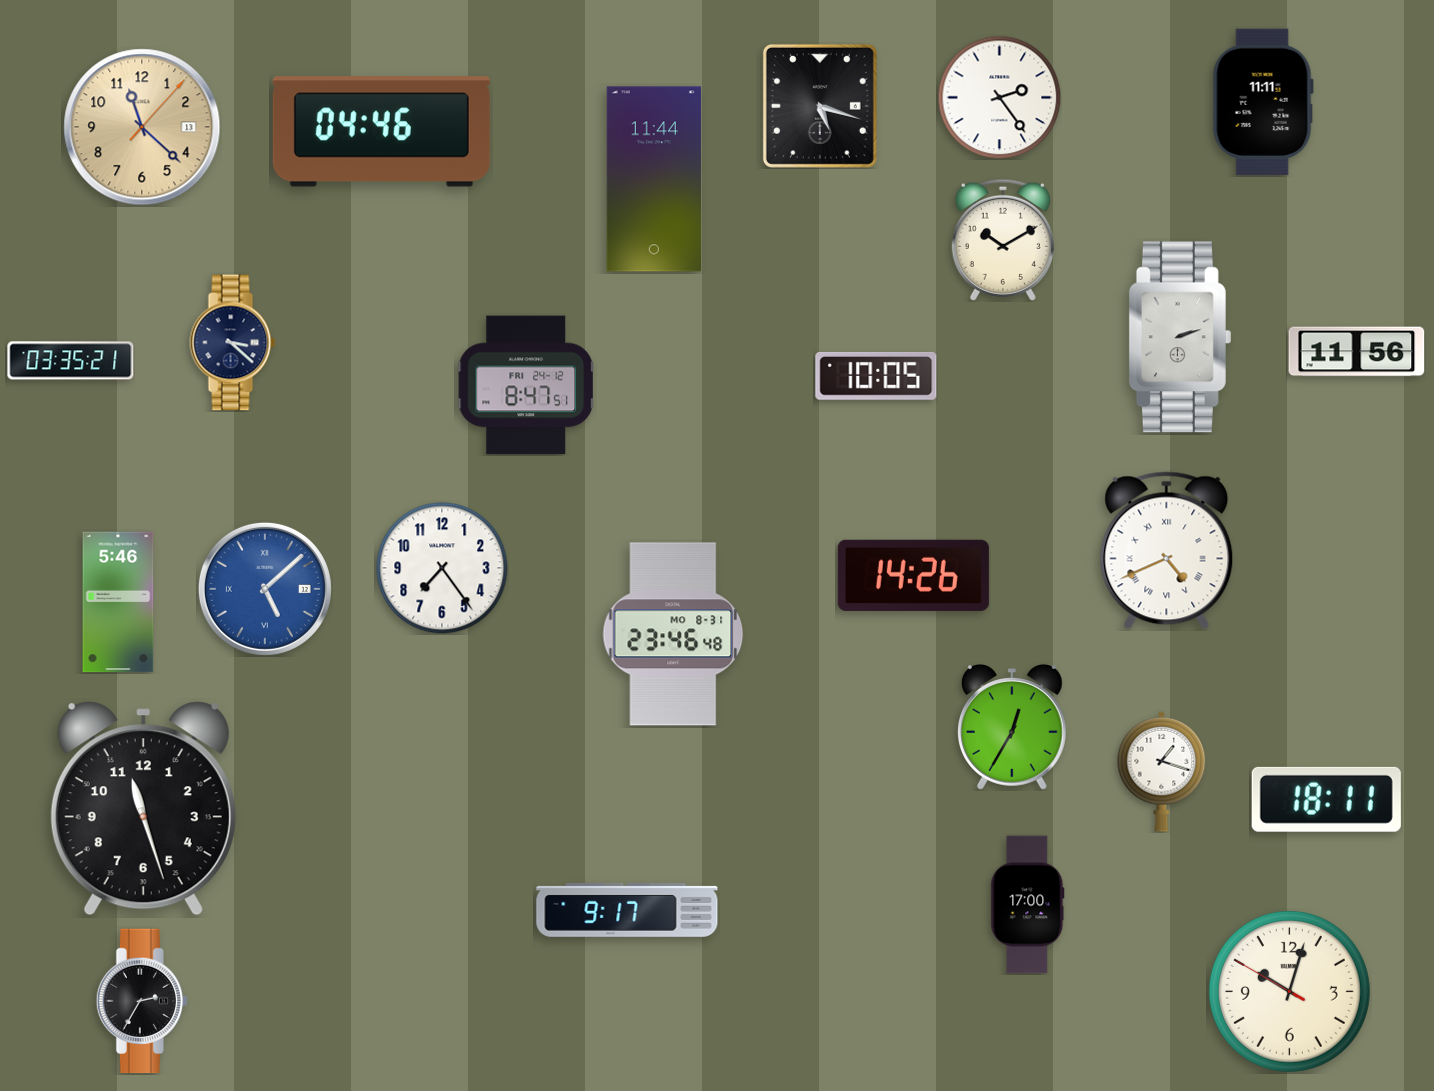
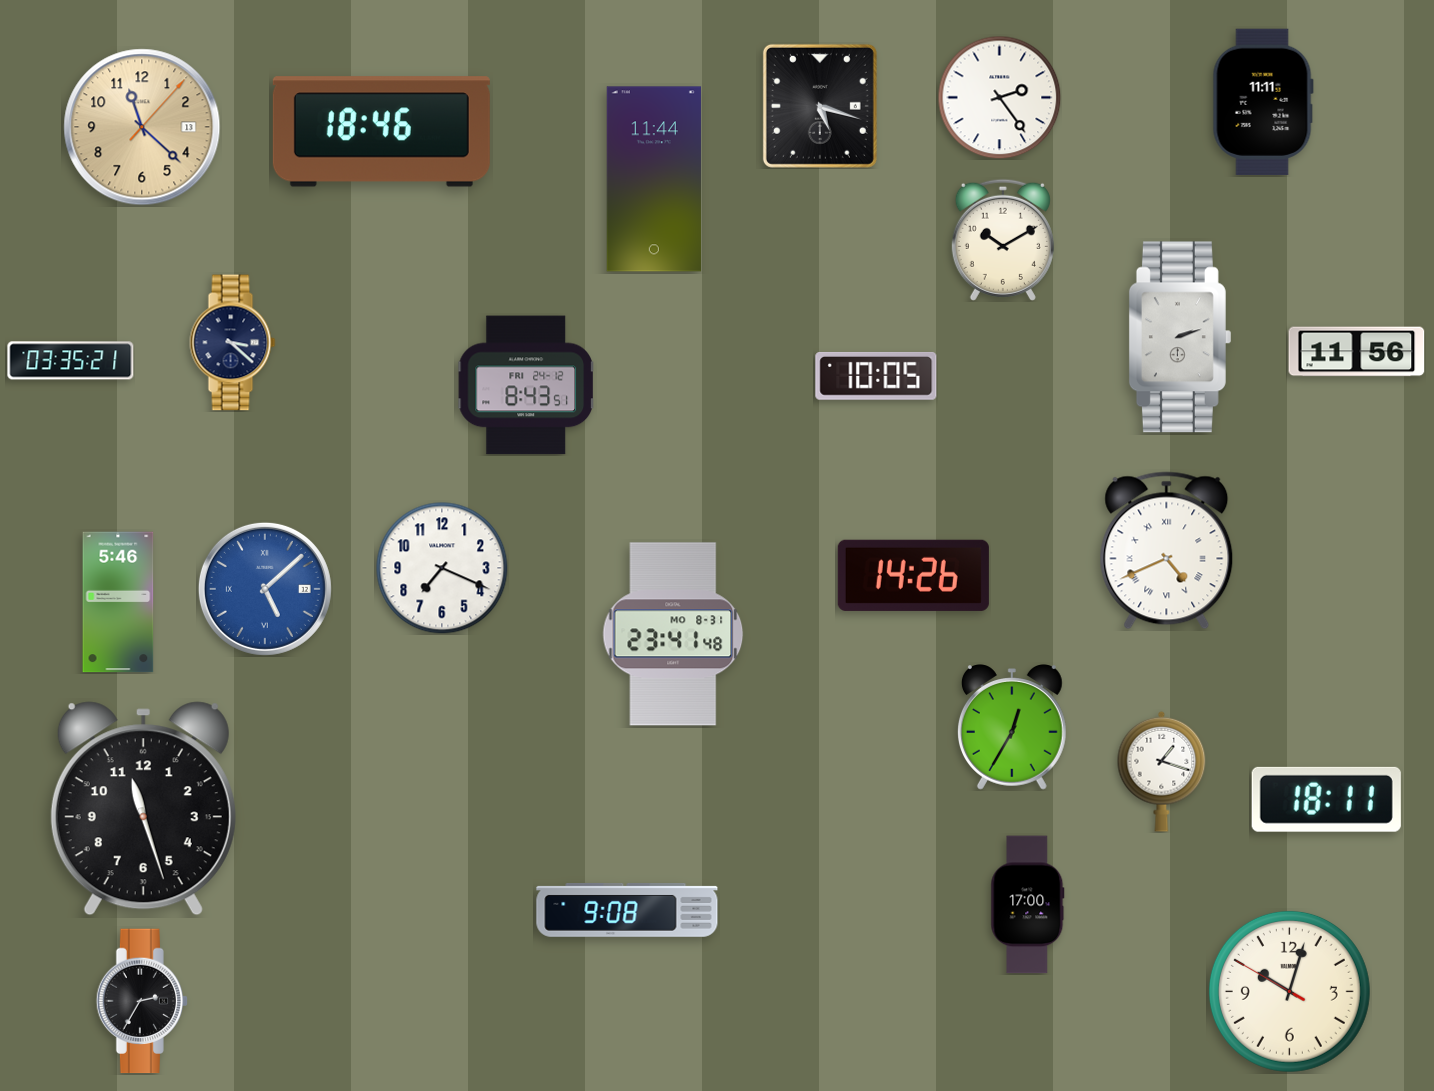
clock at (381, 132): 04:46 -> 18:46
clock at (526, 385): 8:47 -> 8:43
clock at (442, 568): 7:24 -> 7:19
clock at (673, 634): 23:46 -> 23:41
clock at (627, 911): 9:17 -> 9:08
